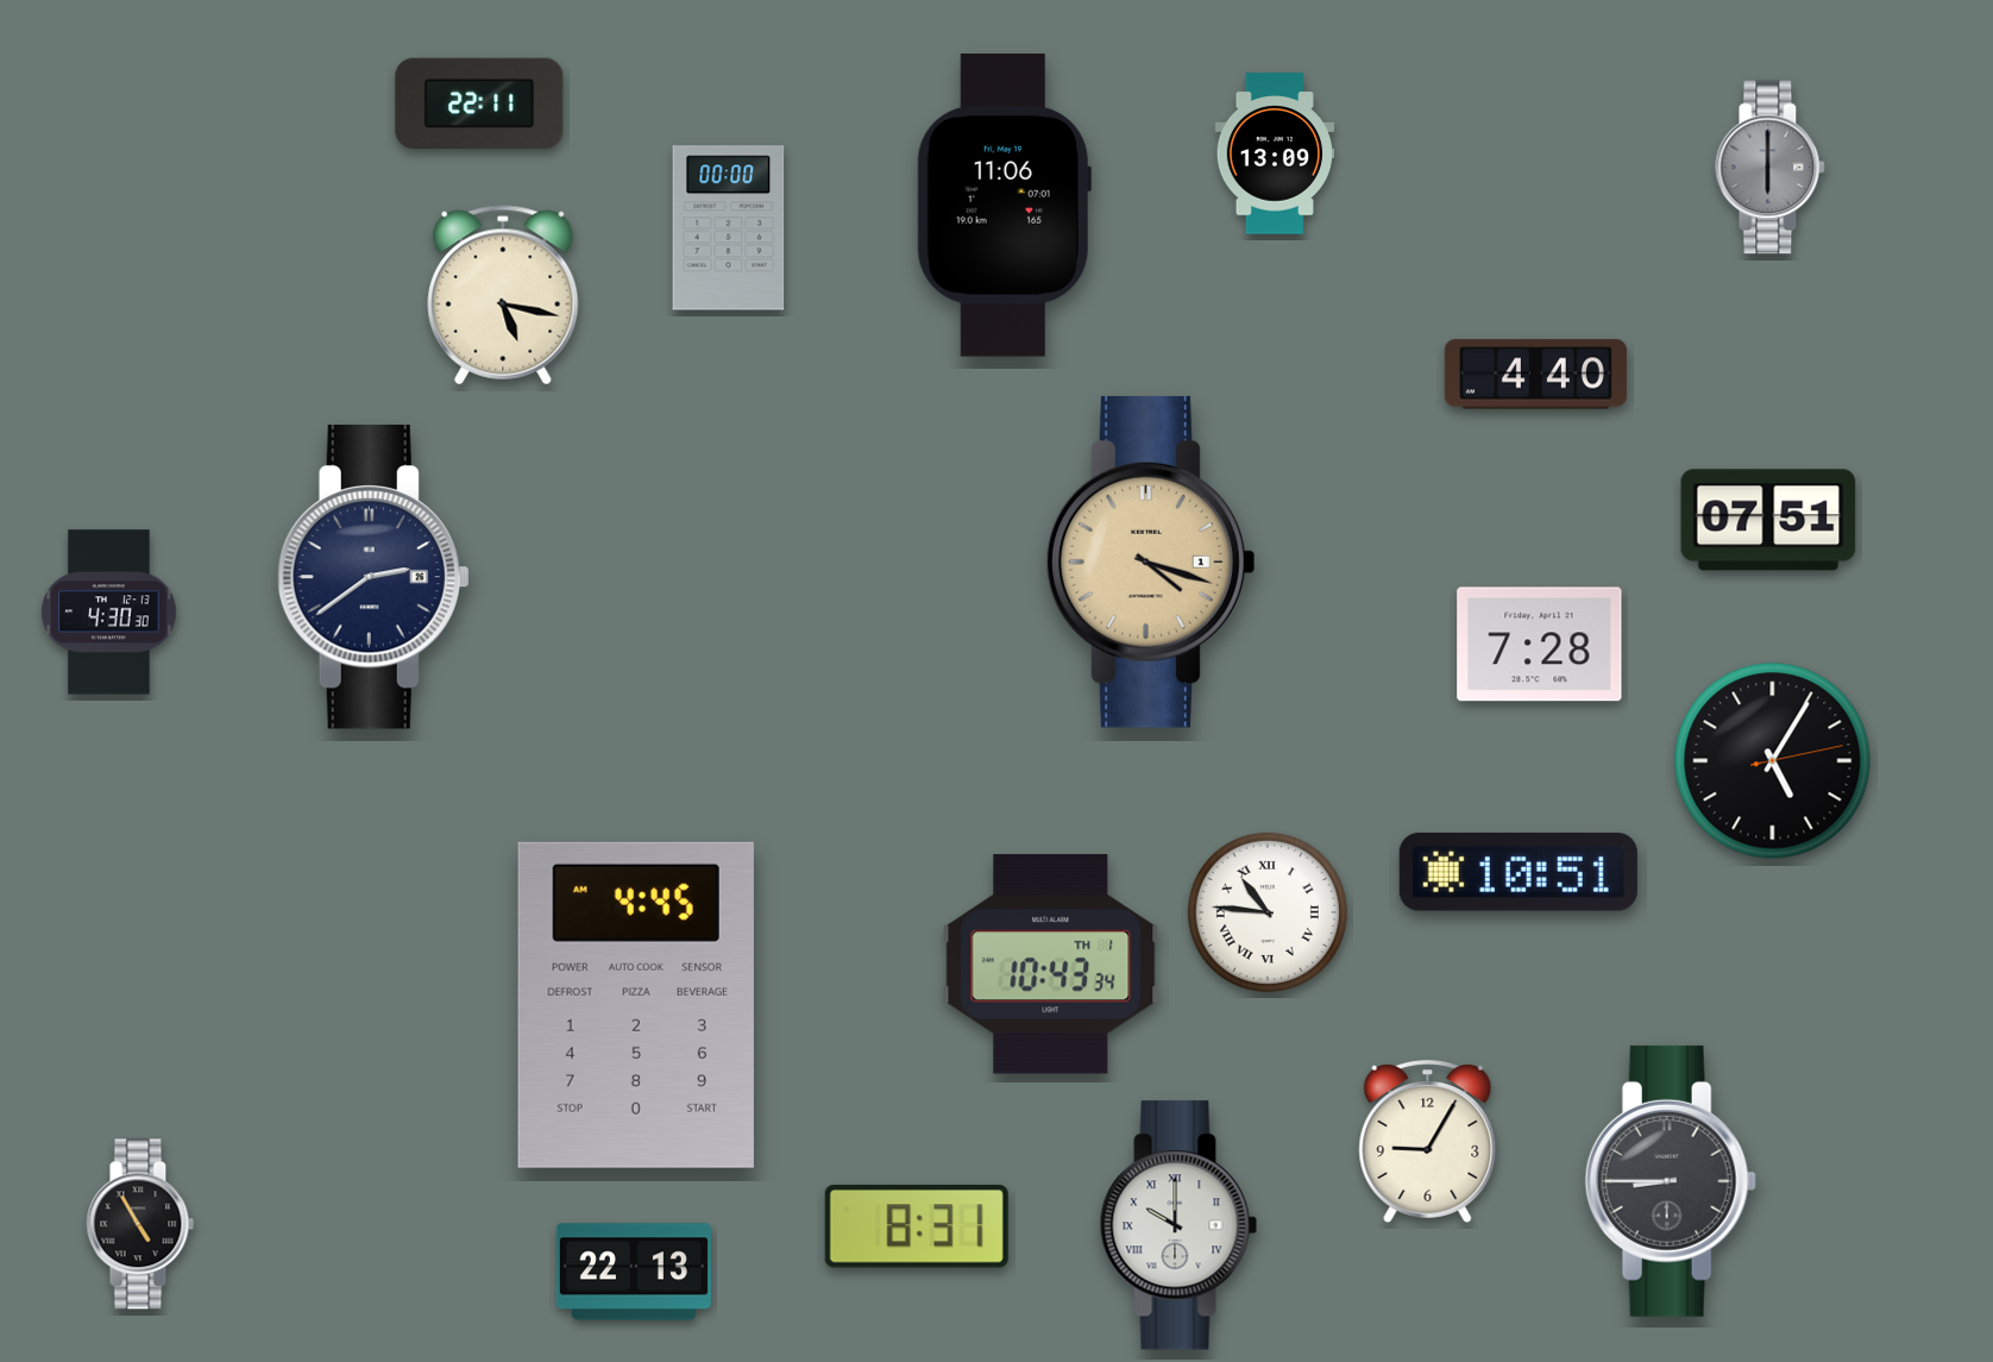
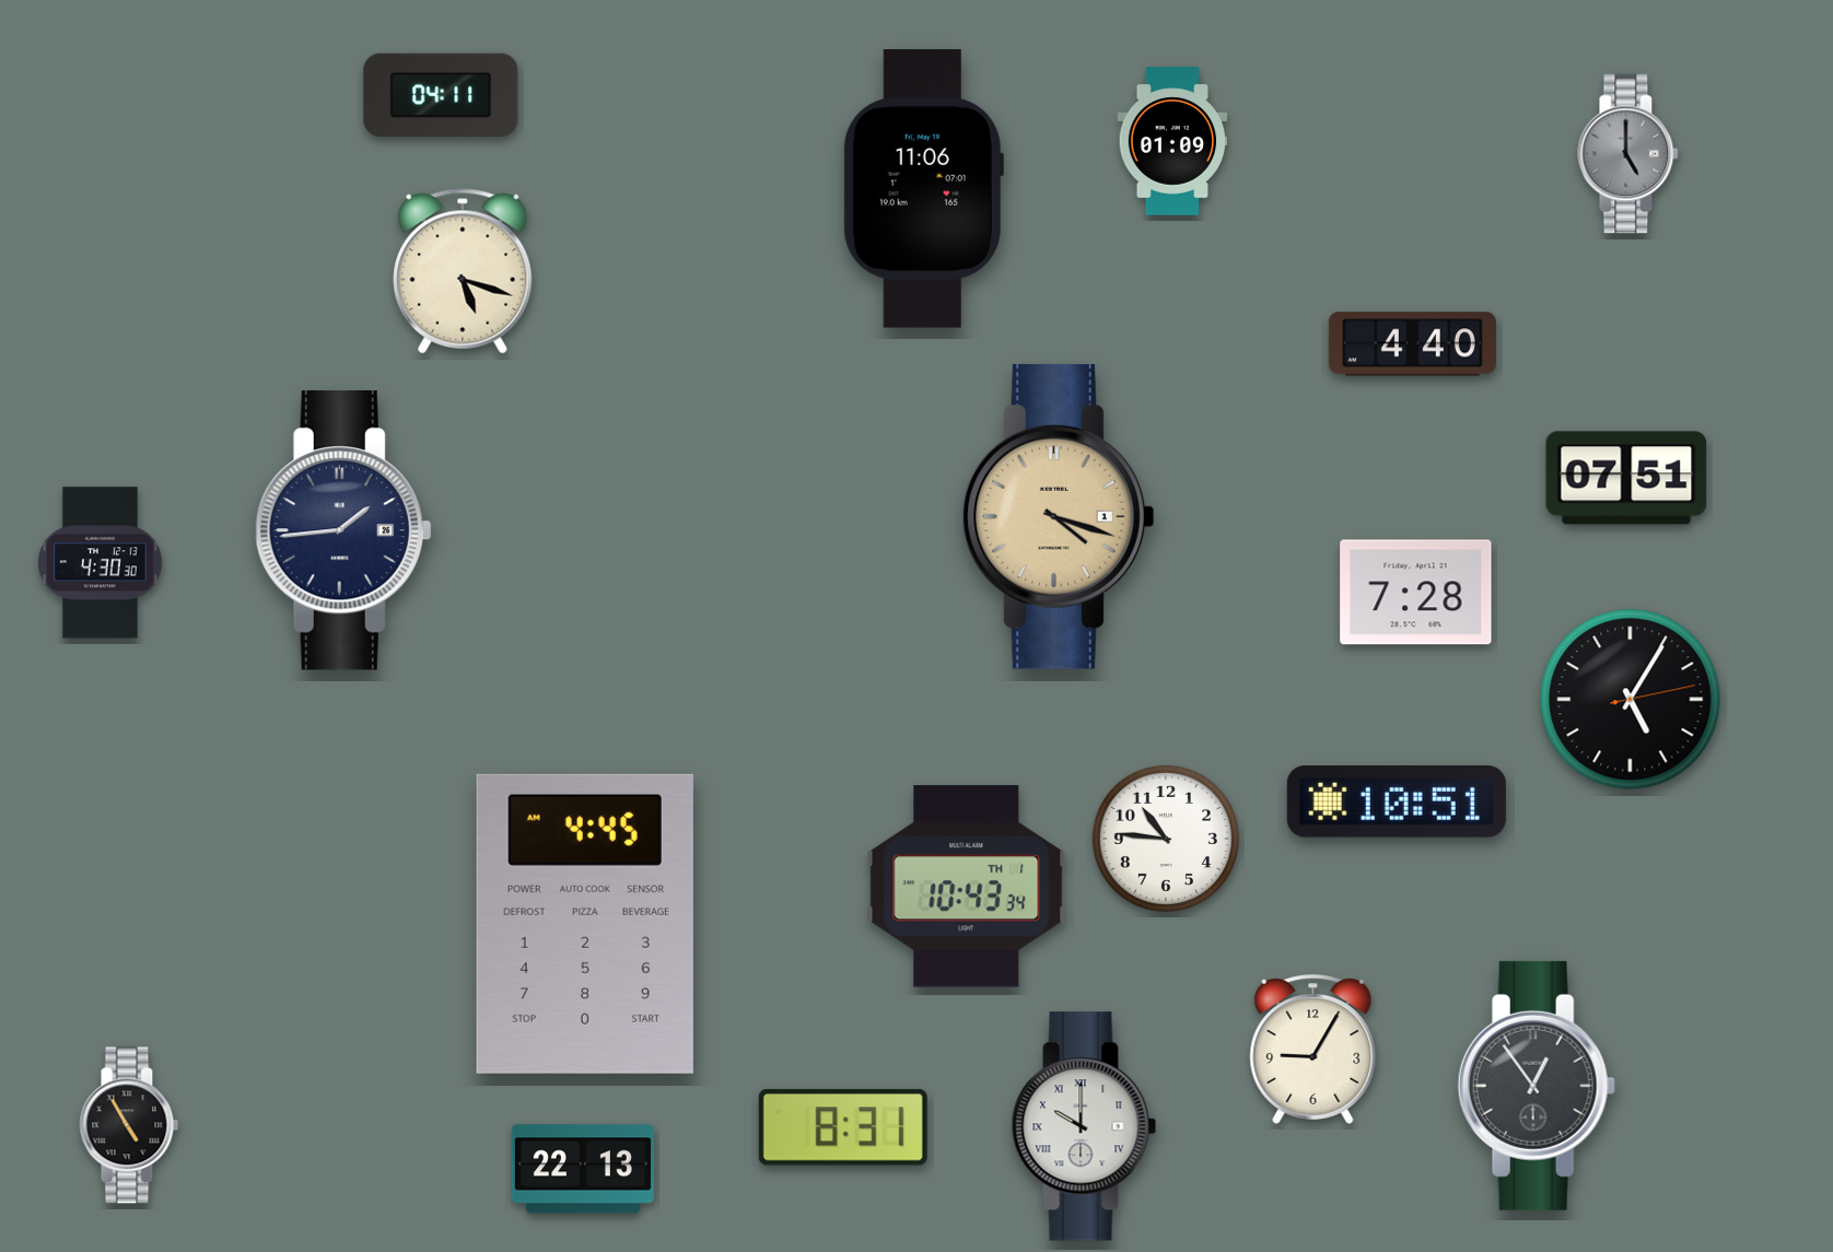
clock at (479, 102): 22:11 -> 04:11
clock at (1275, 153): 13:09 -> 01:09
clock at (1771, 168): 6:00 -> 5:00
clock at (729, 228): 00:00 -> none
clock at (503, 295): 5:17 -> 5:18
clock at (373, 577): 2:39 -> 1:44
clock at (1268, 912) numerals: Roman -> Arabic
clock at (1671, 1181): 8:45 -> 12:54
